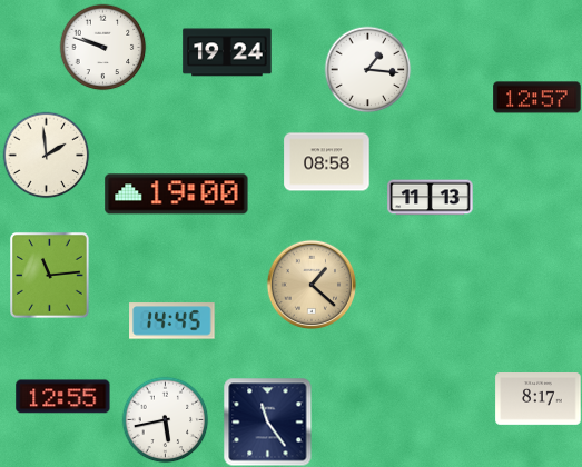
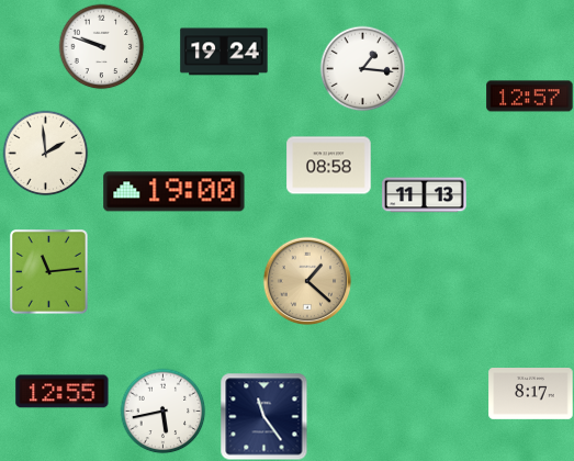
clock at (327, 162) position: (327, 162) -> (329, 166)
clock at (172, 321): 14:45 -> none
clock at (165, 419) position: (165, 419) -> (162, 411)
